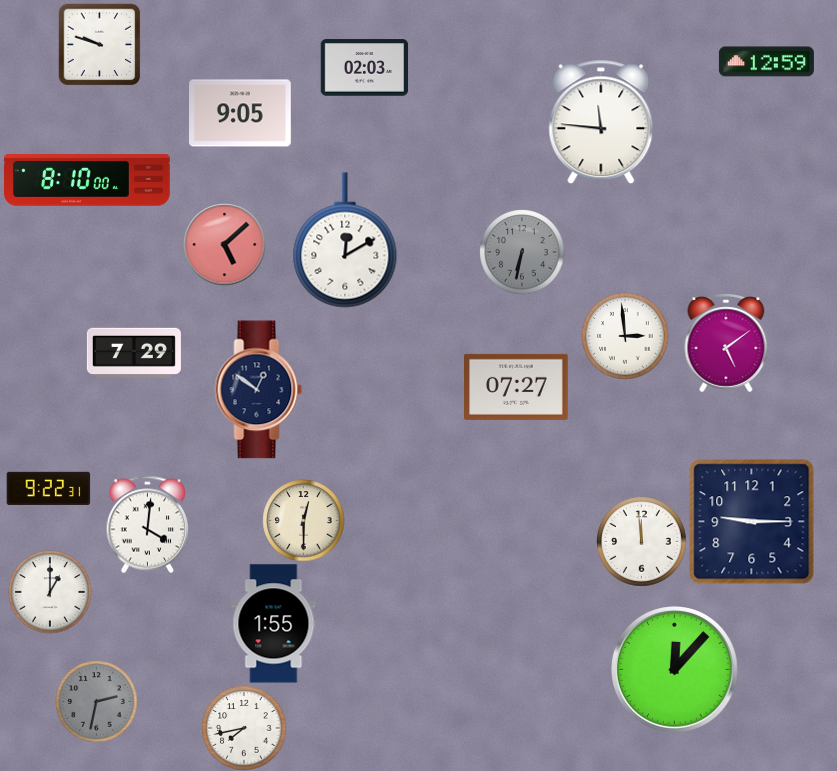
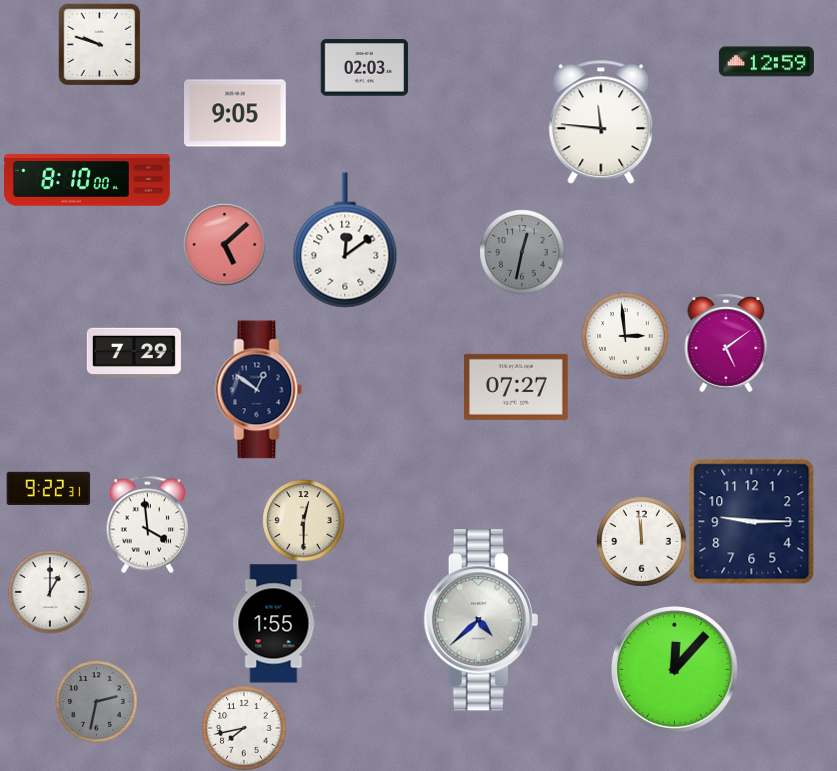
clock at (241, 113) position: (241, 113) -> (236, 113)
clock at (345, 240): 12:10 -> 12:09
clock at (522, 252): 6:32 -> 12:32
clock at (148, 524): 4:01 -> 3:59
clock at (481, 620): none -> 4:38
